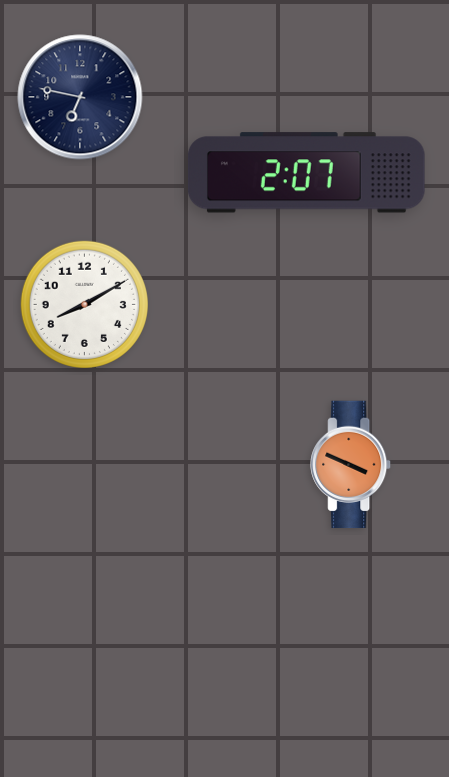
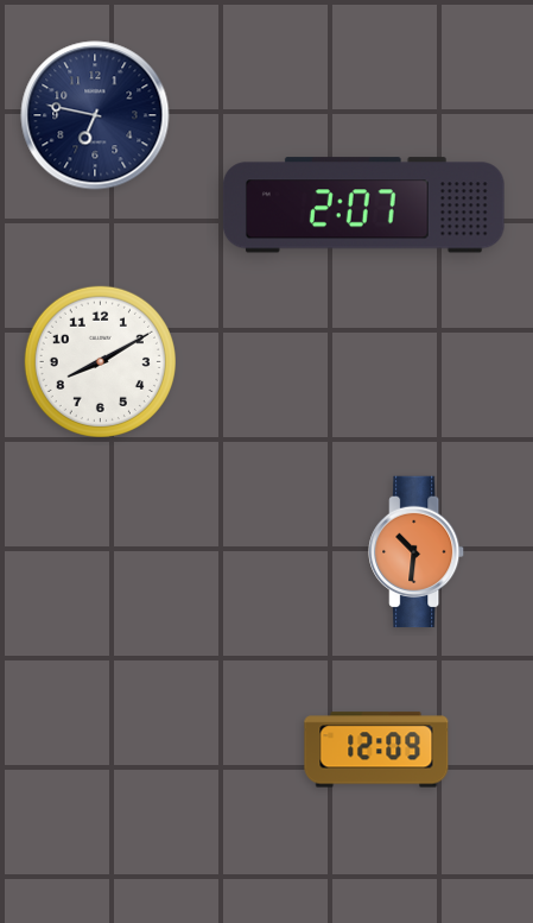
clock at (351, 465): 3:49 -> 10:31
clock at (376, 750): none -> 12:09
